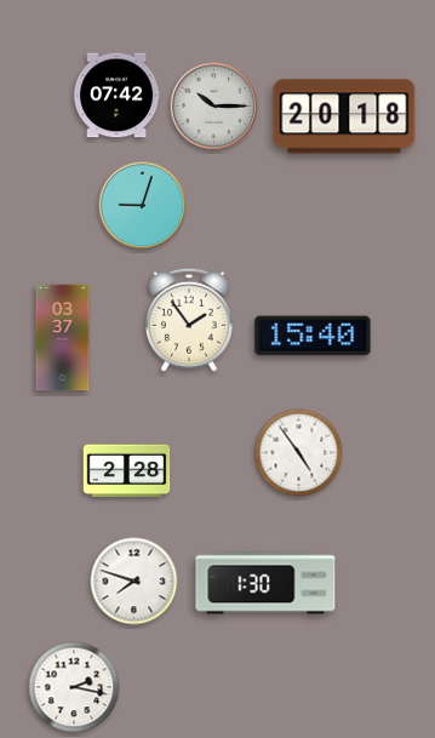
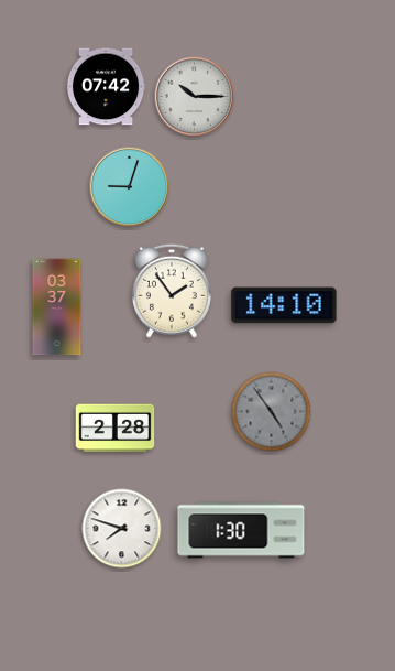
clock at (344, 116): 20:18 -> none
clock at (313, 336): 15:40 -> 14:10
clock at (299, 453) dial: white -> grey
clock at (74, 687): 2:17 -> none
